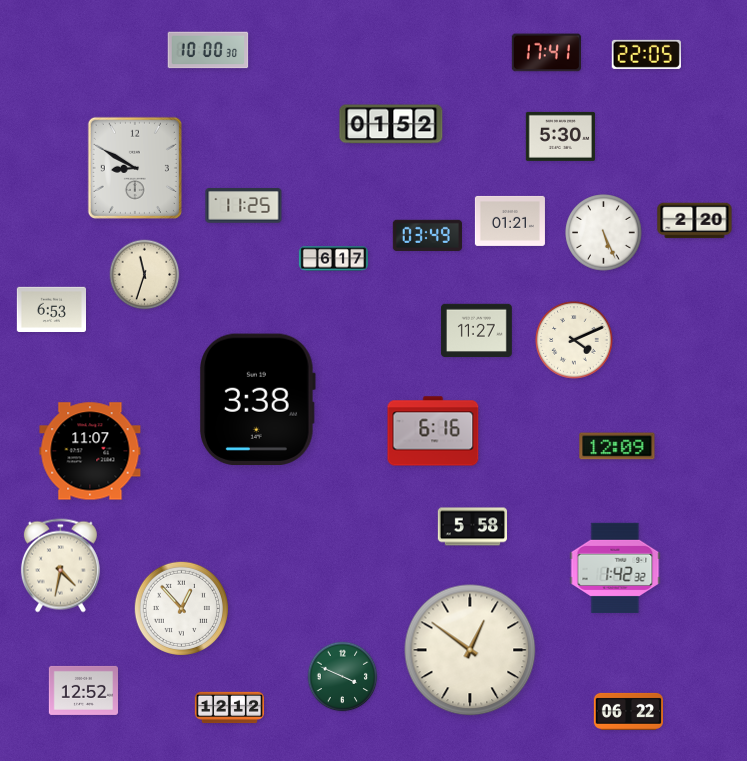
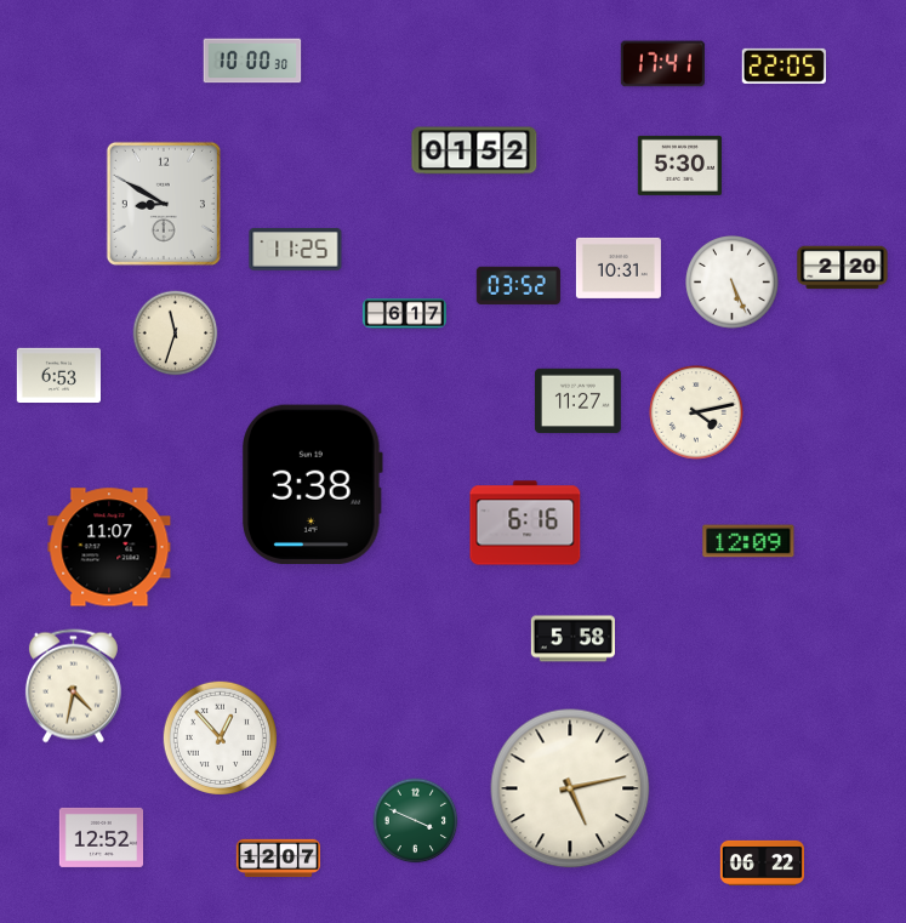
clock at (510, 221): 01:21 -> 10:31
clock at (427, 235): 03:49 -> 03:52
clock at (51, 309) position: (51, 309) -> (58, 375)
clock at (574, 340): 4:11 -> 4:13
clock at (615, 568): 1:42 -> none
clock at (470, 650): 12:51 -> 5:13
clock at (229, 708): 12:12 -> 12:07
